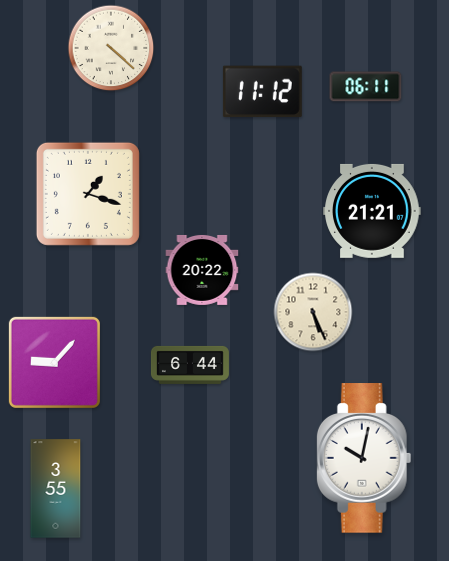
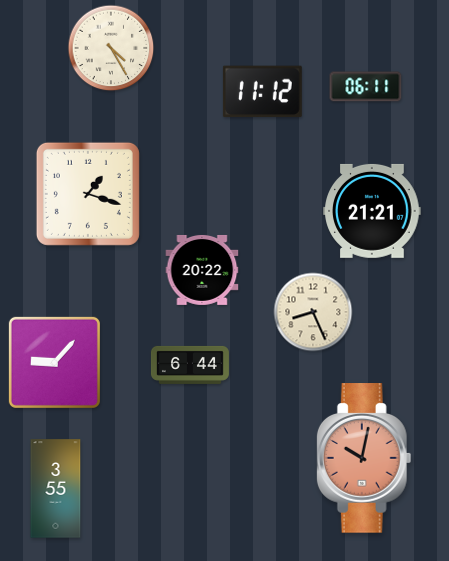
clock at (111, 48): 4:22 -> 4:25
clock at (313, 312): 5:26 -> 8:26
clock at (364, 458) dial: white -> salmon
